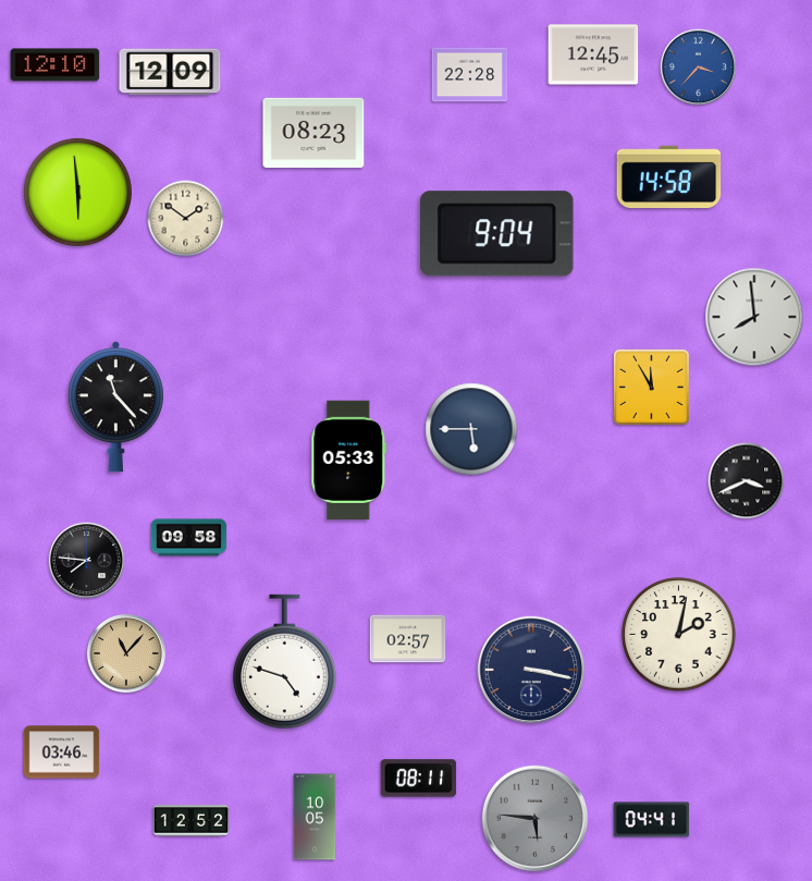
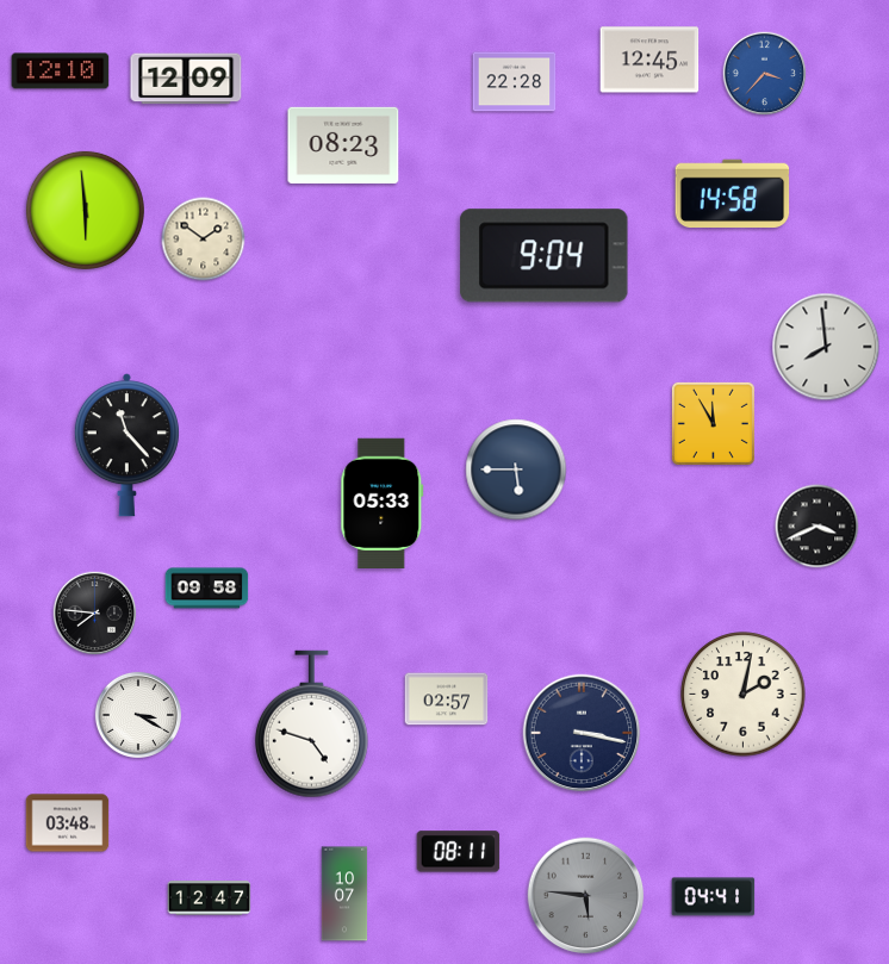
clock at (126, 653): 11:07 -> 3:20
clock at (126, 653) dial: champagne -> white
clock at (62, 752): 03:46 -> 03:48
clock at (315, 817): 10:05 -> 10:07
clock at (192, 821): 12:52 -> 12:47
